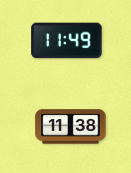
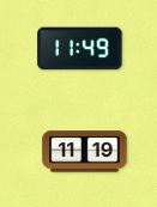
clock at (71, 127): 11:38 -> 11:19
